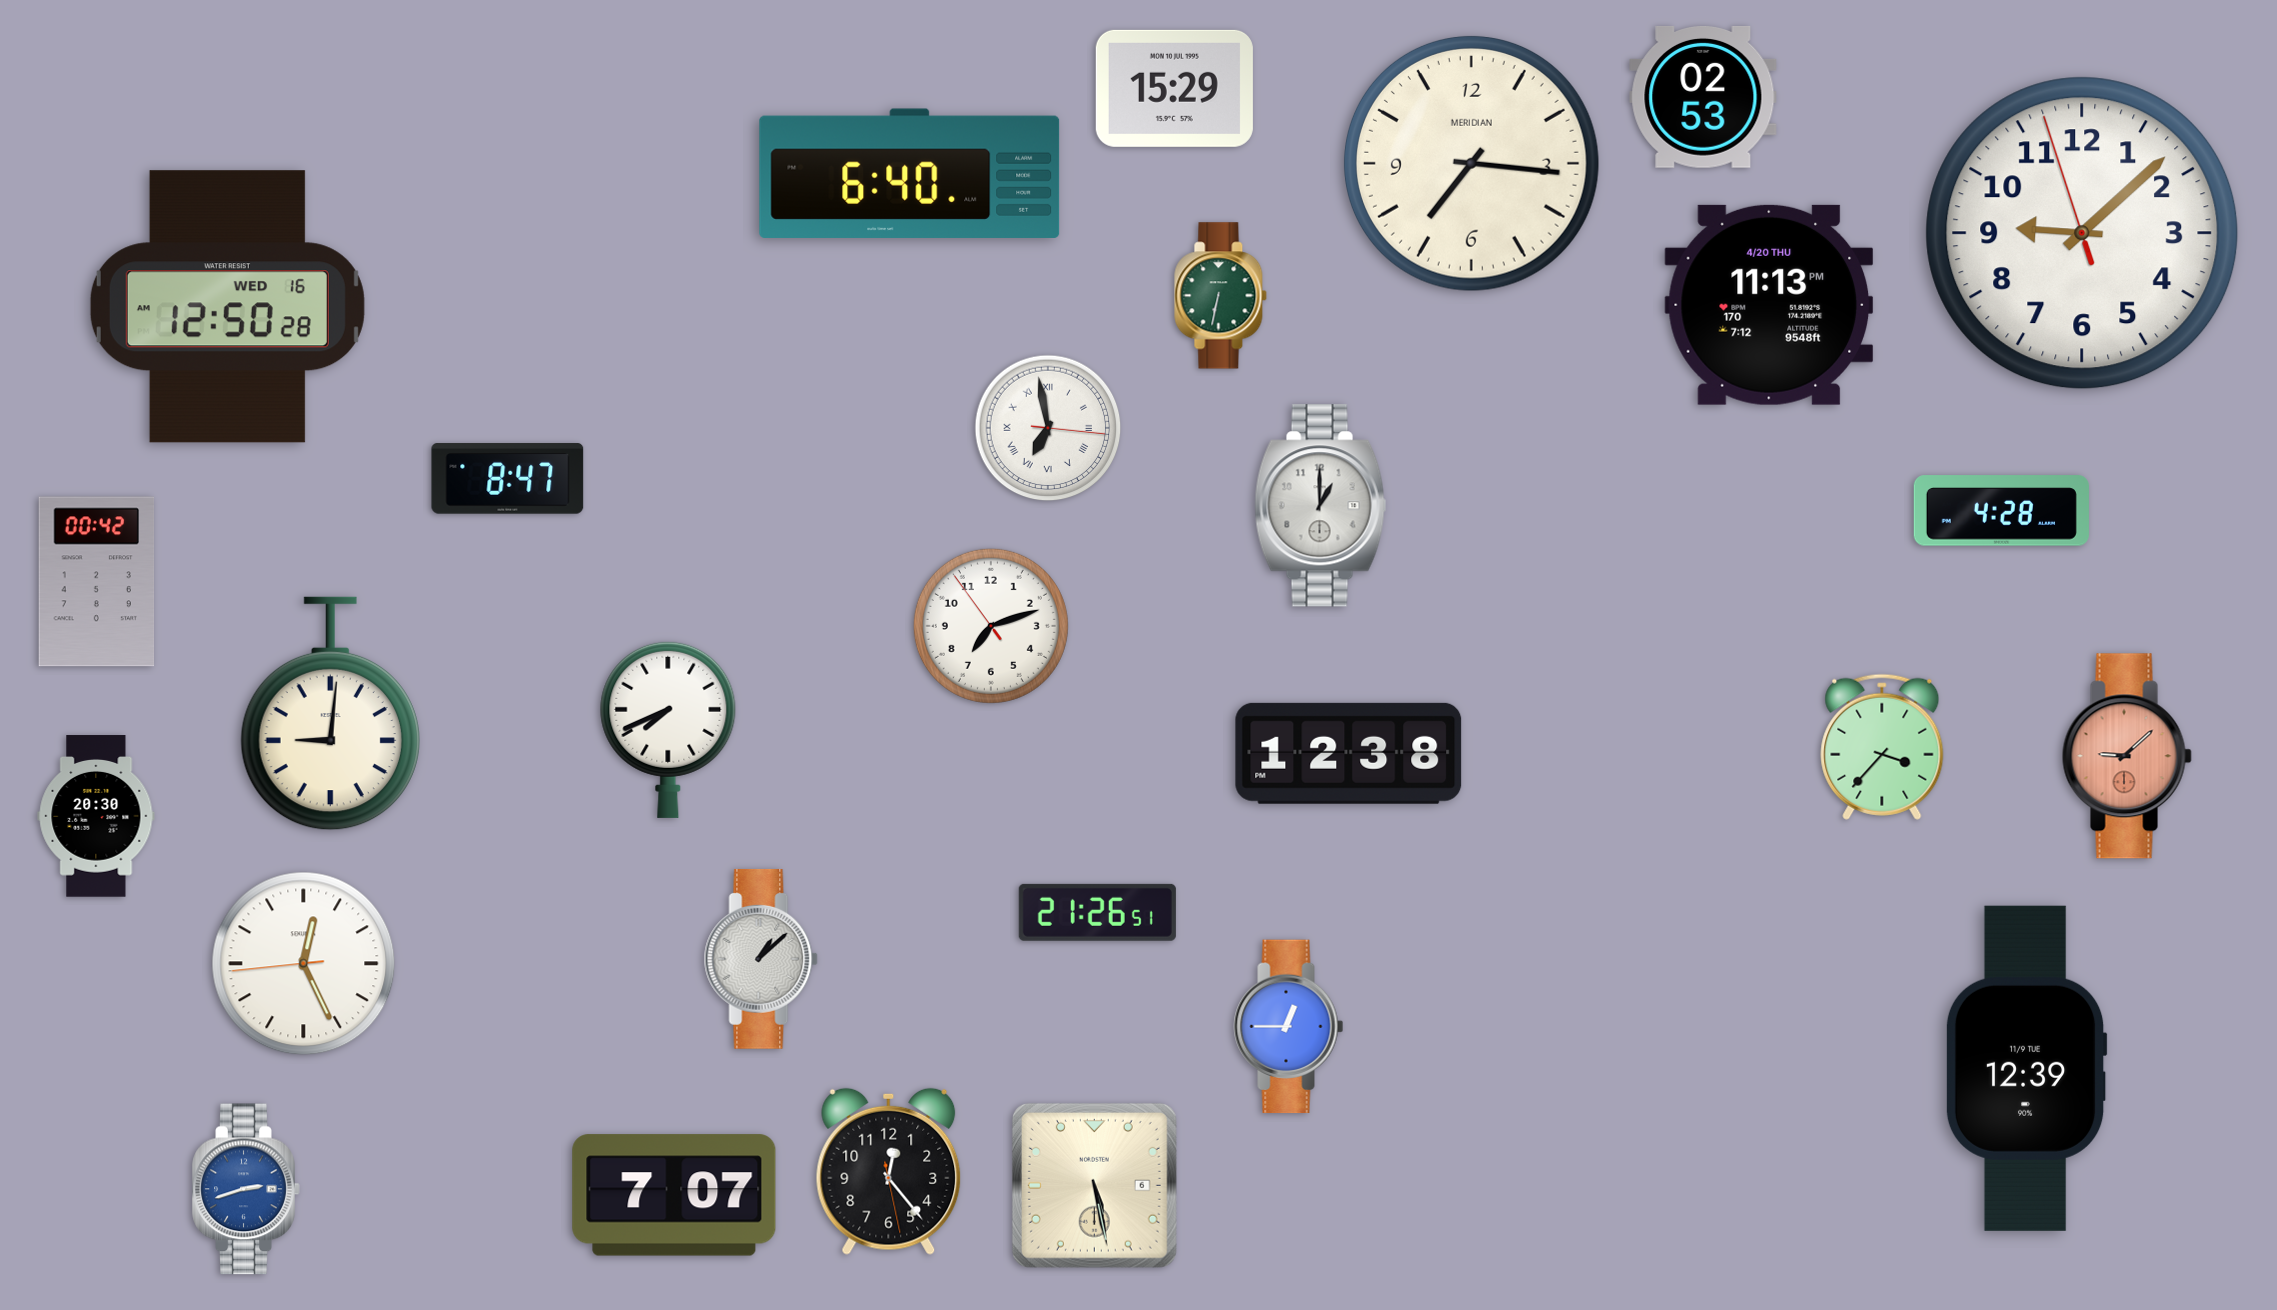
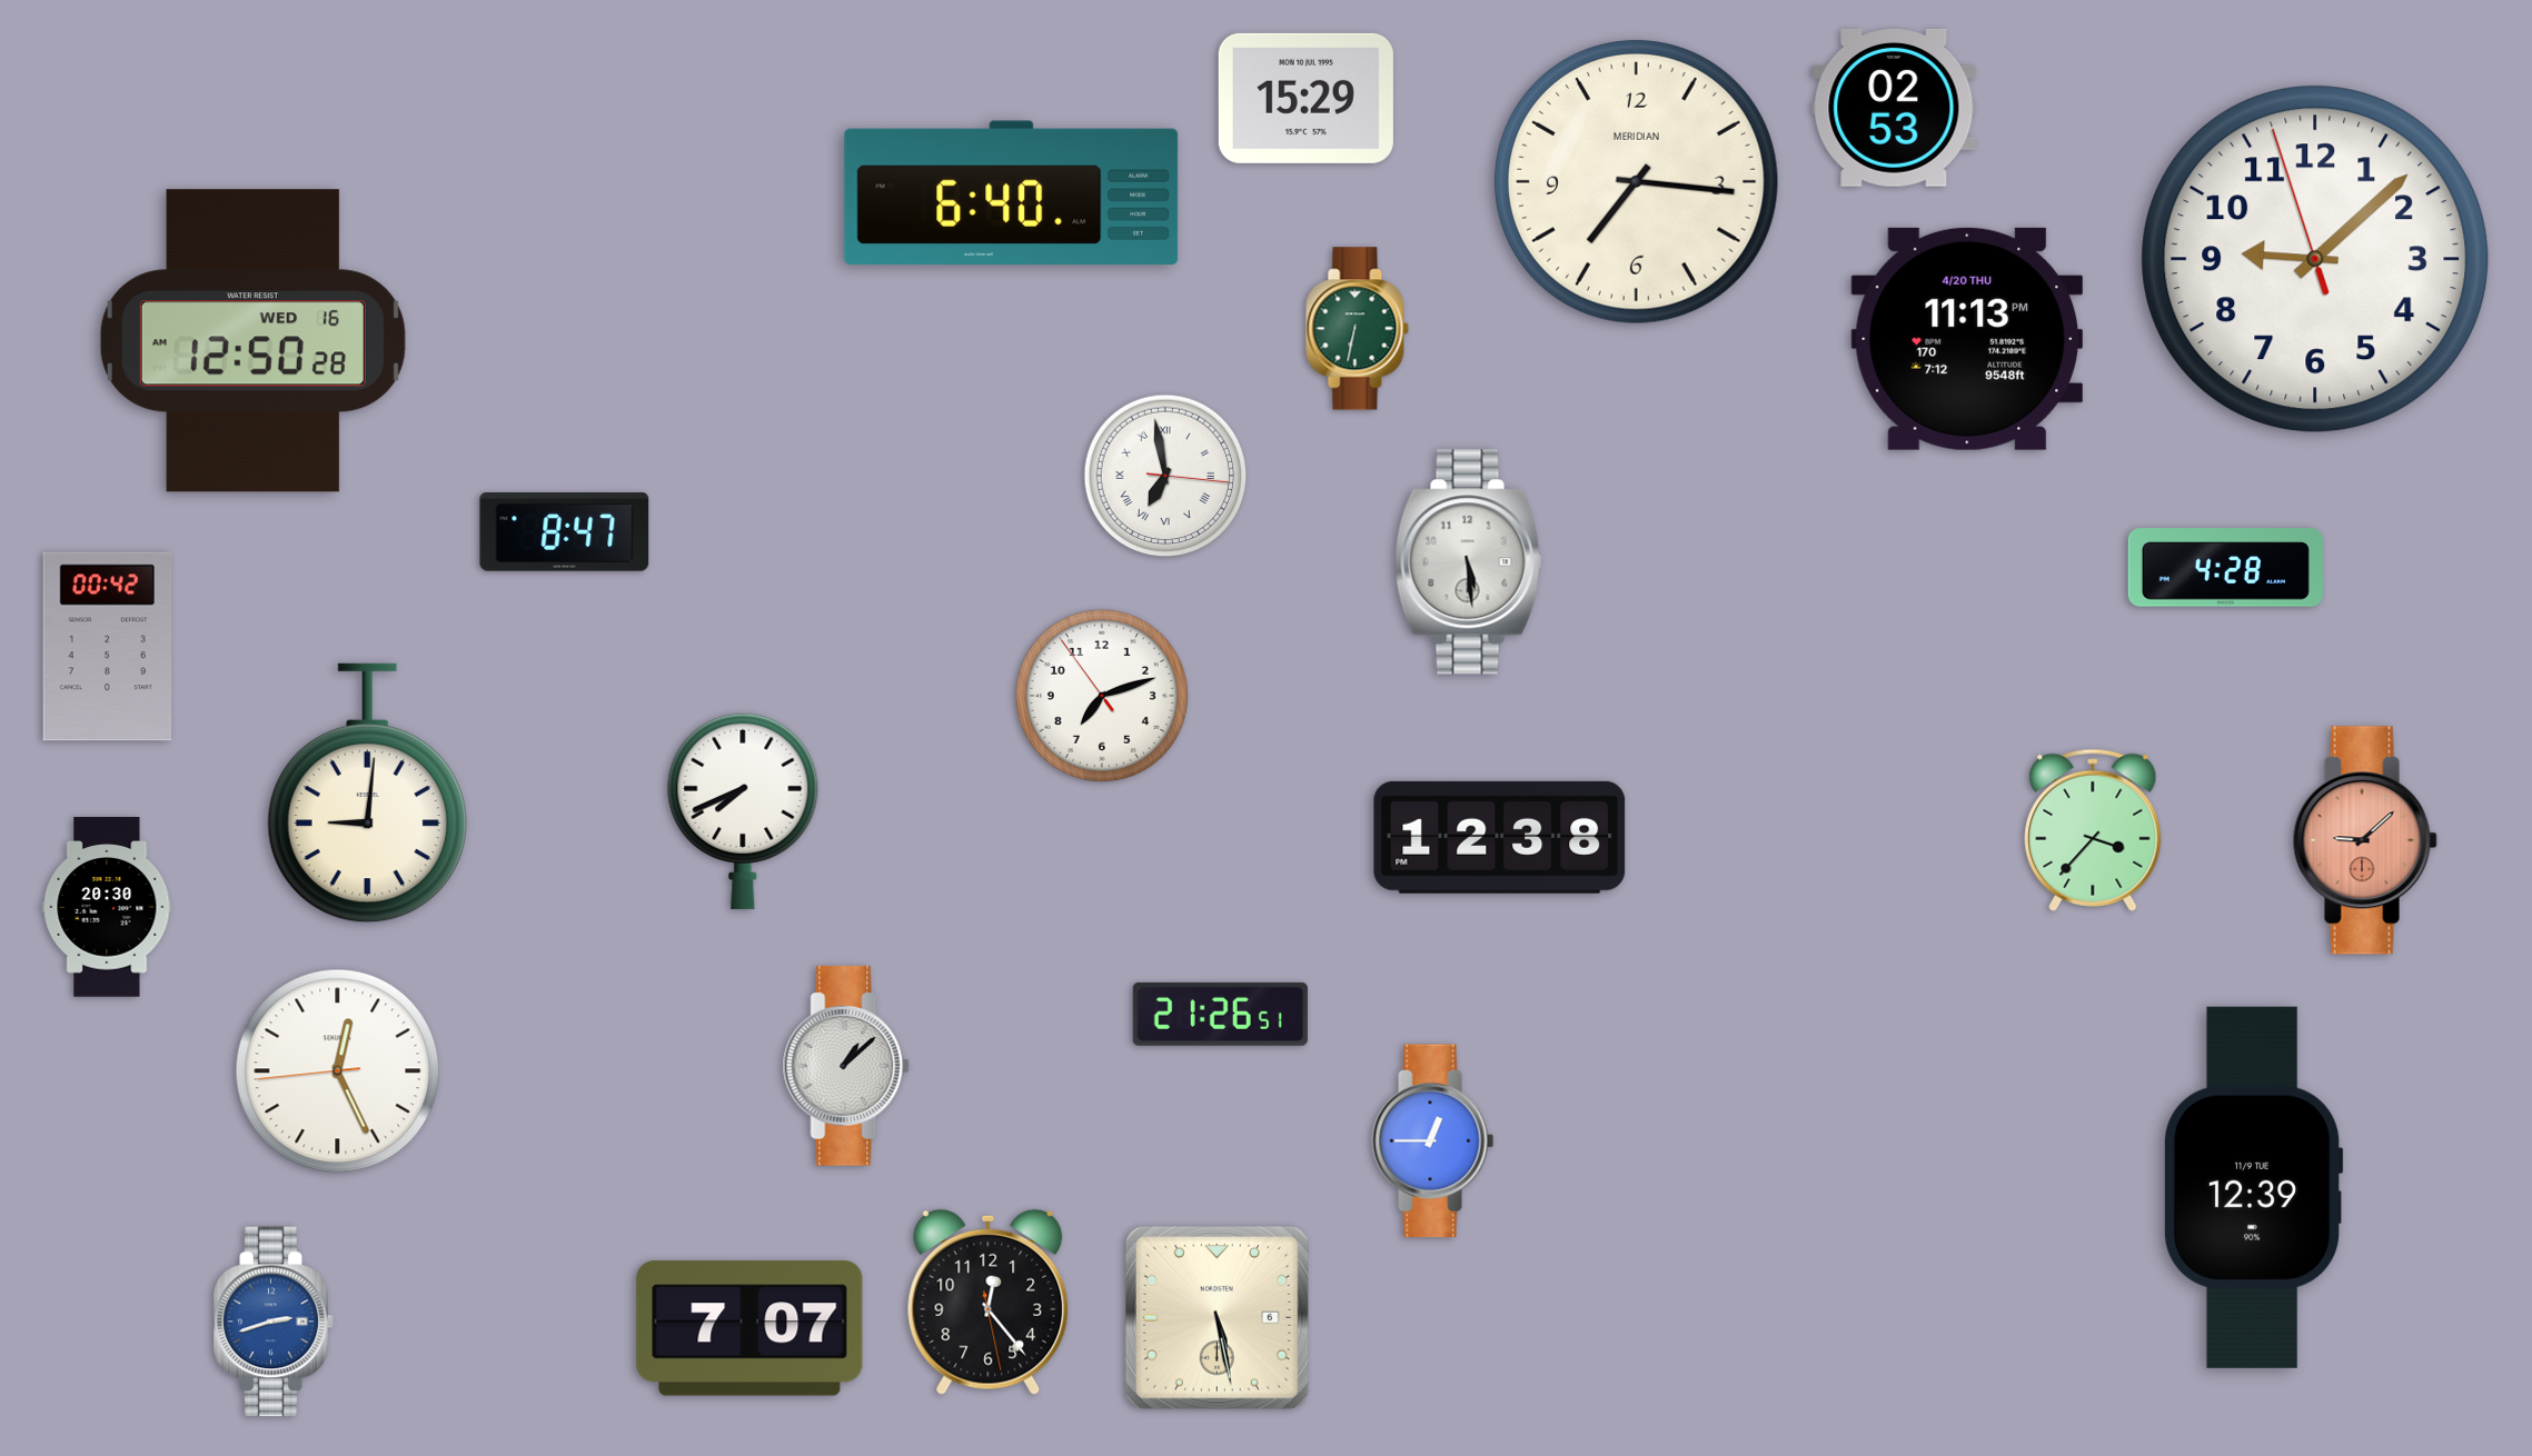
clock at (1321, 506): 1:00 -> 5:29
